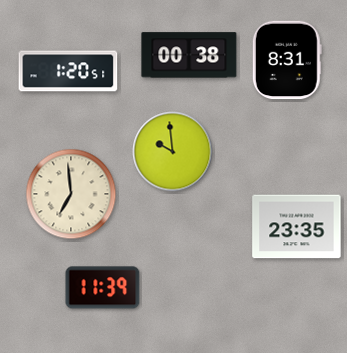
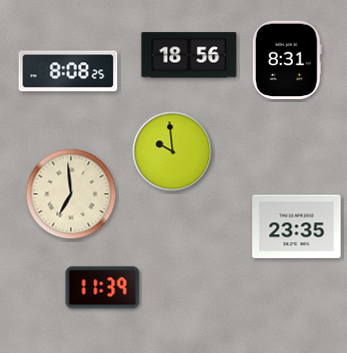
clock at (189, 55): 00:38 -> 18:56
clock at (68, 71): 1:20 -> 8:08
